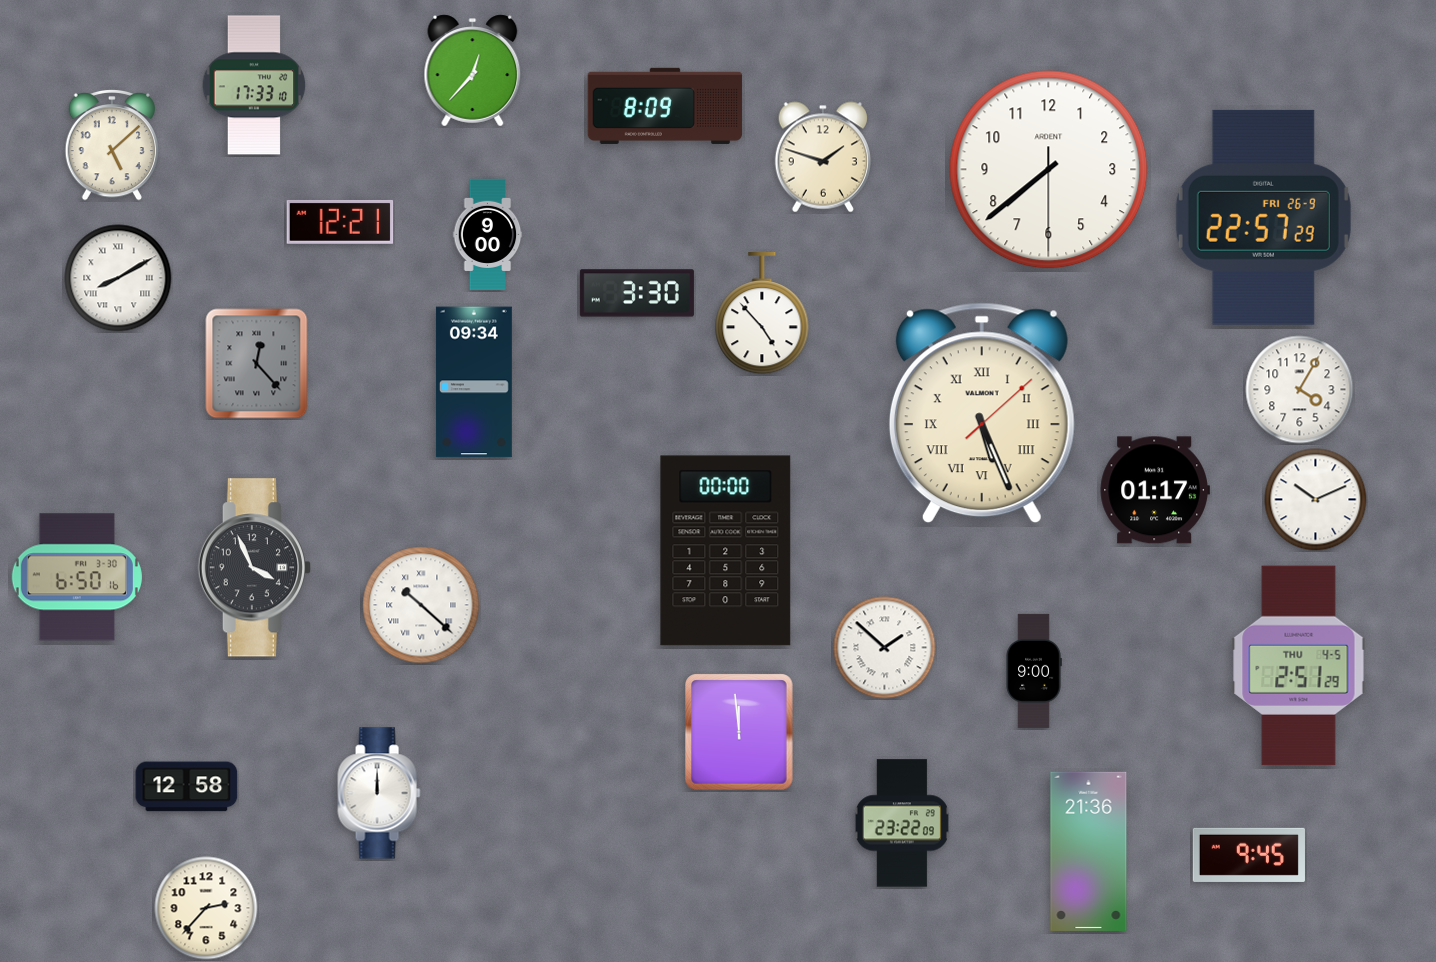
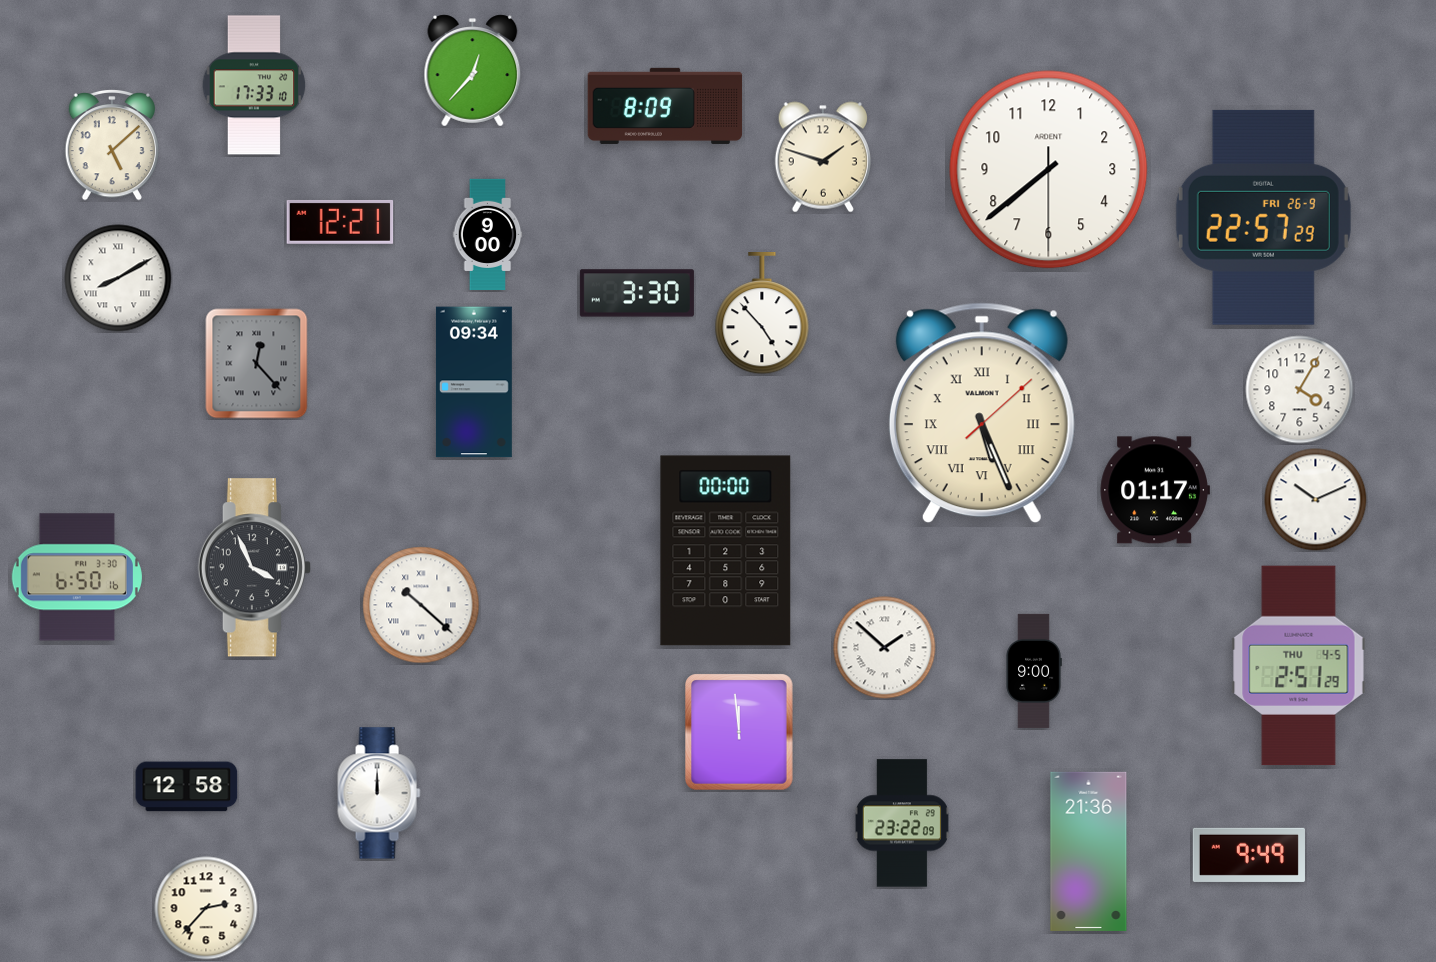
clock at (1249, 855): 9:45 -> 9:49
